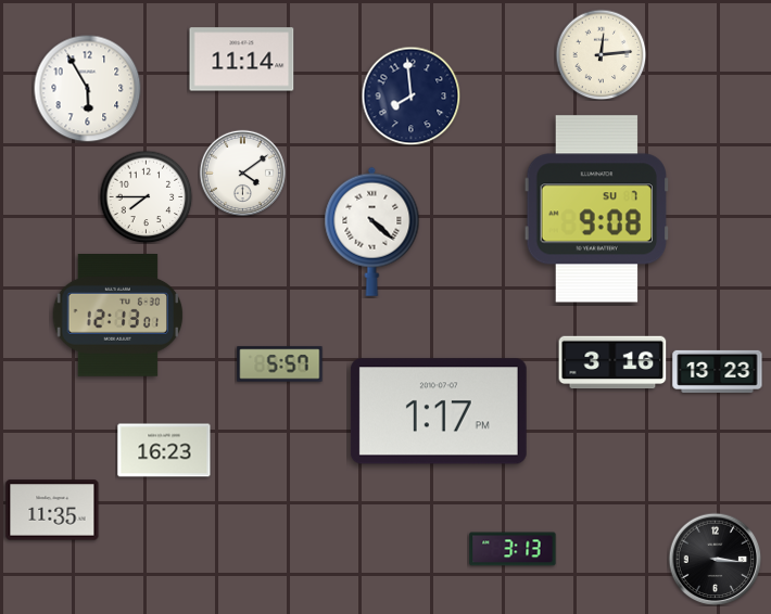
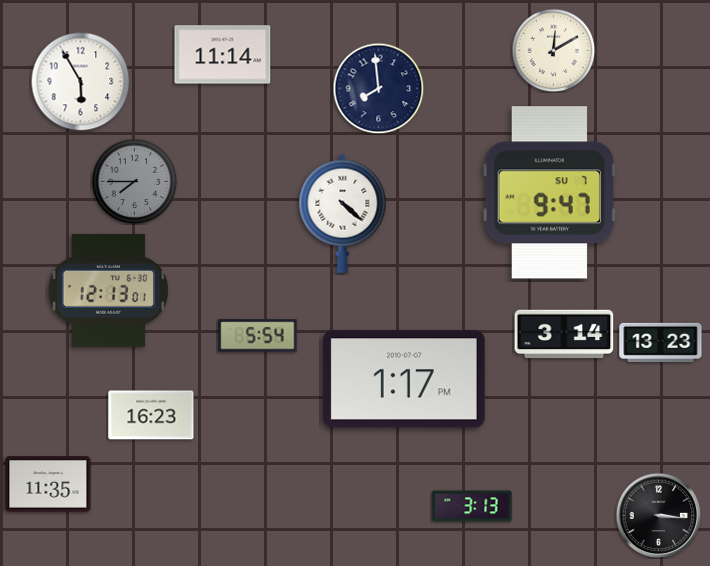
clock at (601, 54): 12:14 -> 12:10
clock at (242, 172): 4:09 -> none
clock at (146, 196) dial: white -> grey
clock at (597, 209): 9:08 -> 9:47
clock at (612, 362): 3:16 -> 3:14
clock at (280, 364): 5:57 -> 5:54
clock at (52, 510) position: (52, 510) -> (48, 484)
